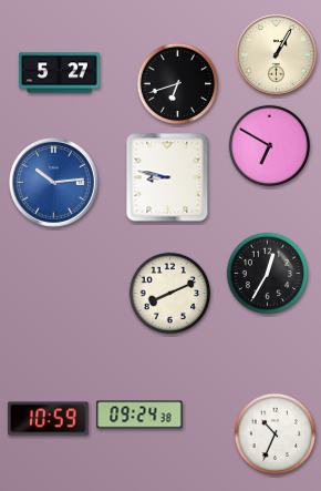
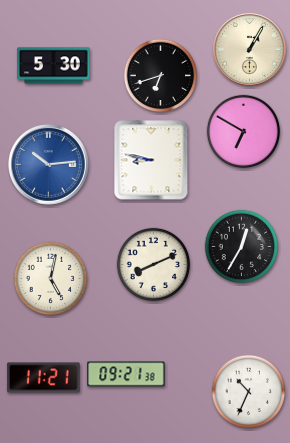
clock at (60, 73): 5:27 -> 5:30
clock at (51, 279): none -> 5:02
clock at (139, 415): 09:24 -> 09:21
clock at (49, 419): 10:59 -> 11:21
